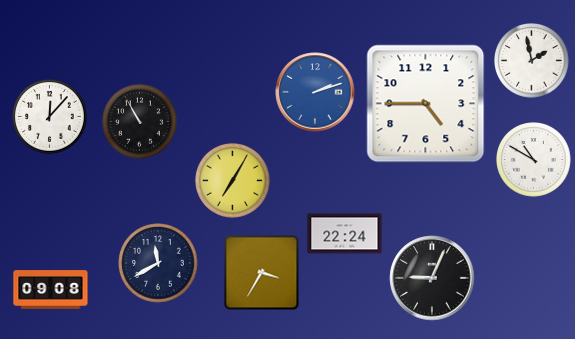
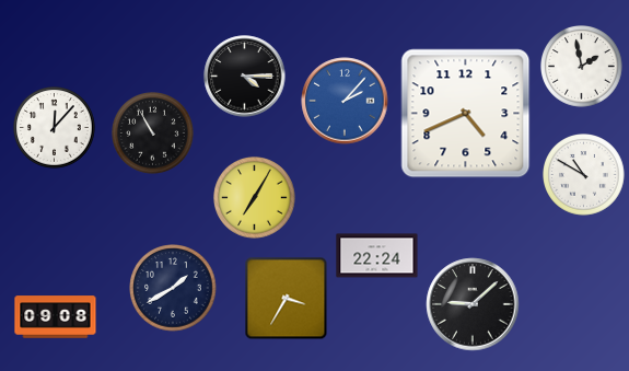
clock at (245, 77): none -> 4:15
clock at (315, 92): 2:12 -> 2:07
clock at (426, 104): 4:45 -> 4:41
clock at (158, 263): 11:40 -> 1:40
clock at (432, 278): 9:04 -> 9:08
